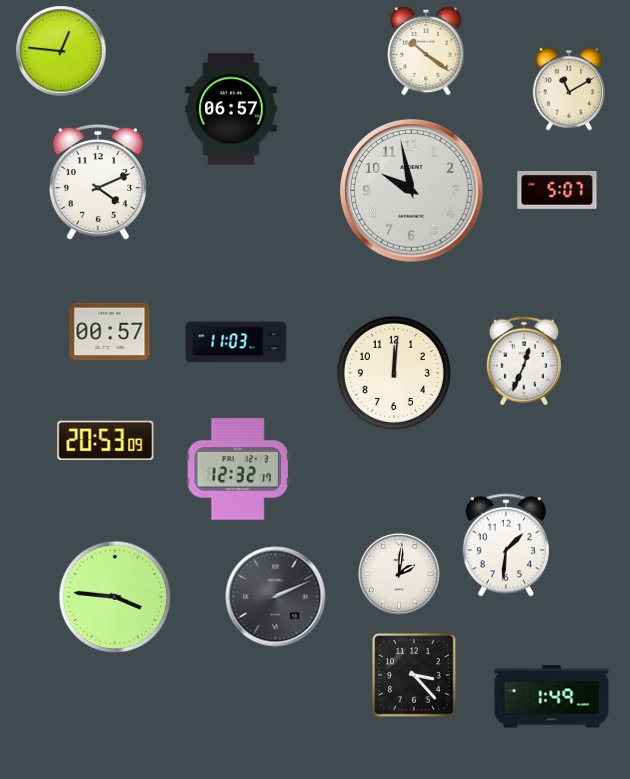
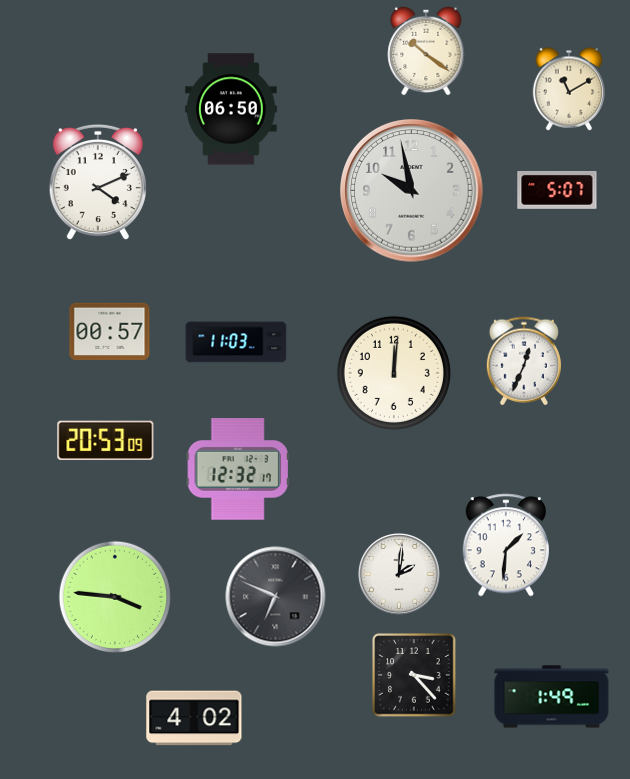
clock at (61, 51): 12:46 -> none
clock at (232, 109): 06:57 -> 06:50
clock at (276, 597): 2:11 -> 6:49
clock at (194, 718): none -> 4:02
